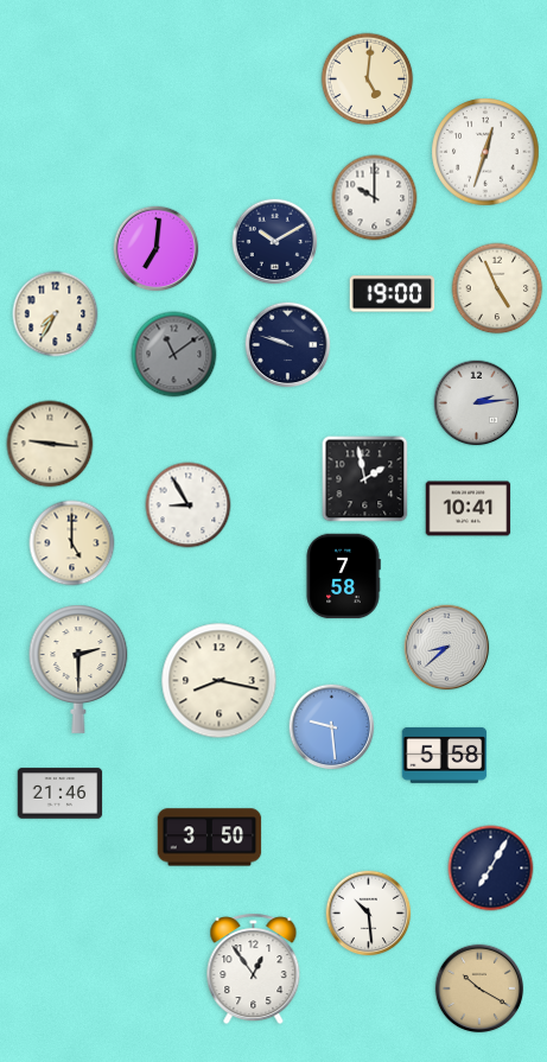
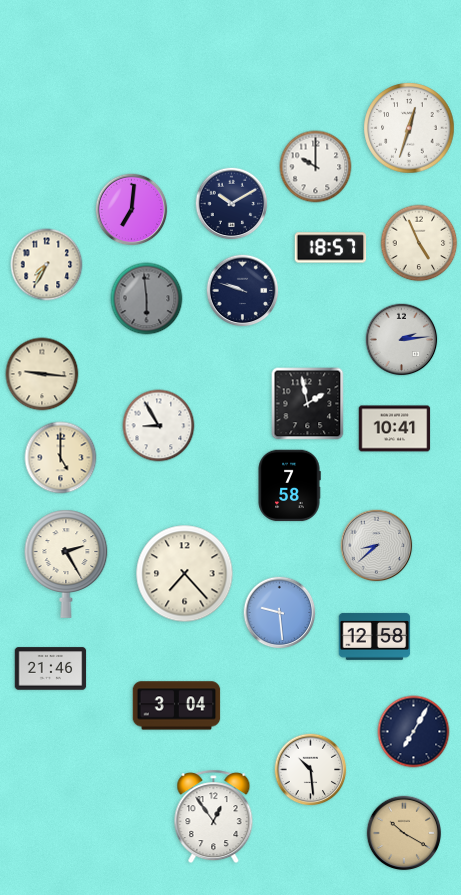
clock at (368, 80): 5:01 -> none
clock at (393, 294): 19:00 -> 18:57
clock at (174, 355): 11:09 -> 5:59
clock at (78, 669): 2:30 -> 2:25
clock at (220, 681): 8:17 -> 7:23
clock at (445, 755): 5:58 -> 12:58
clock at (210, 838): 3:50 -> 3:04
